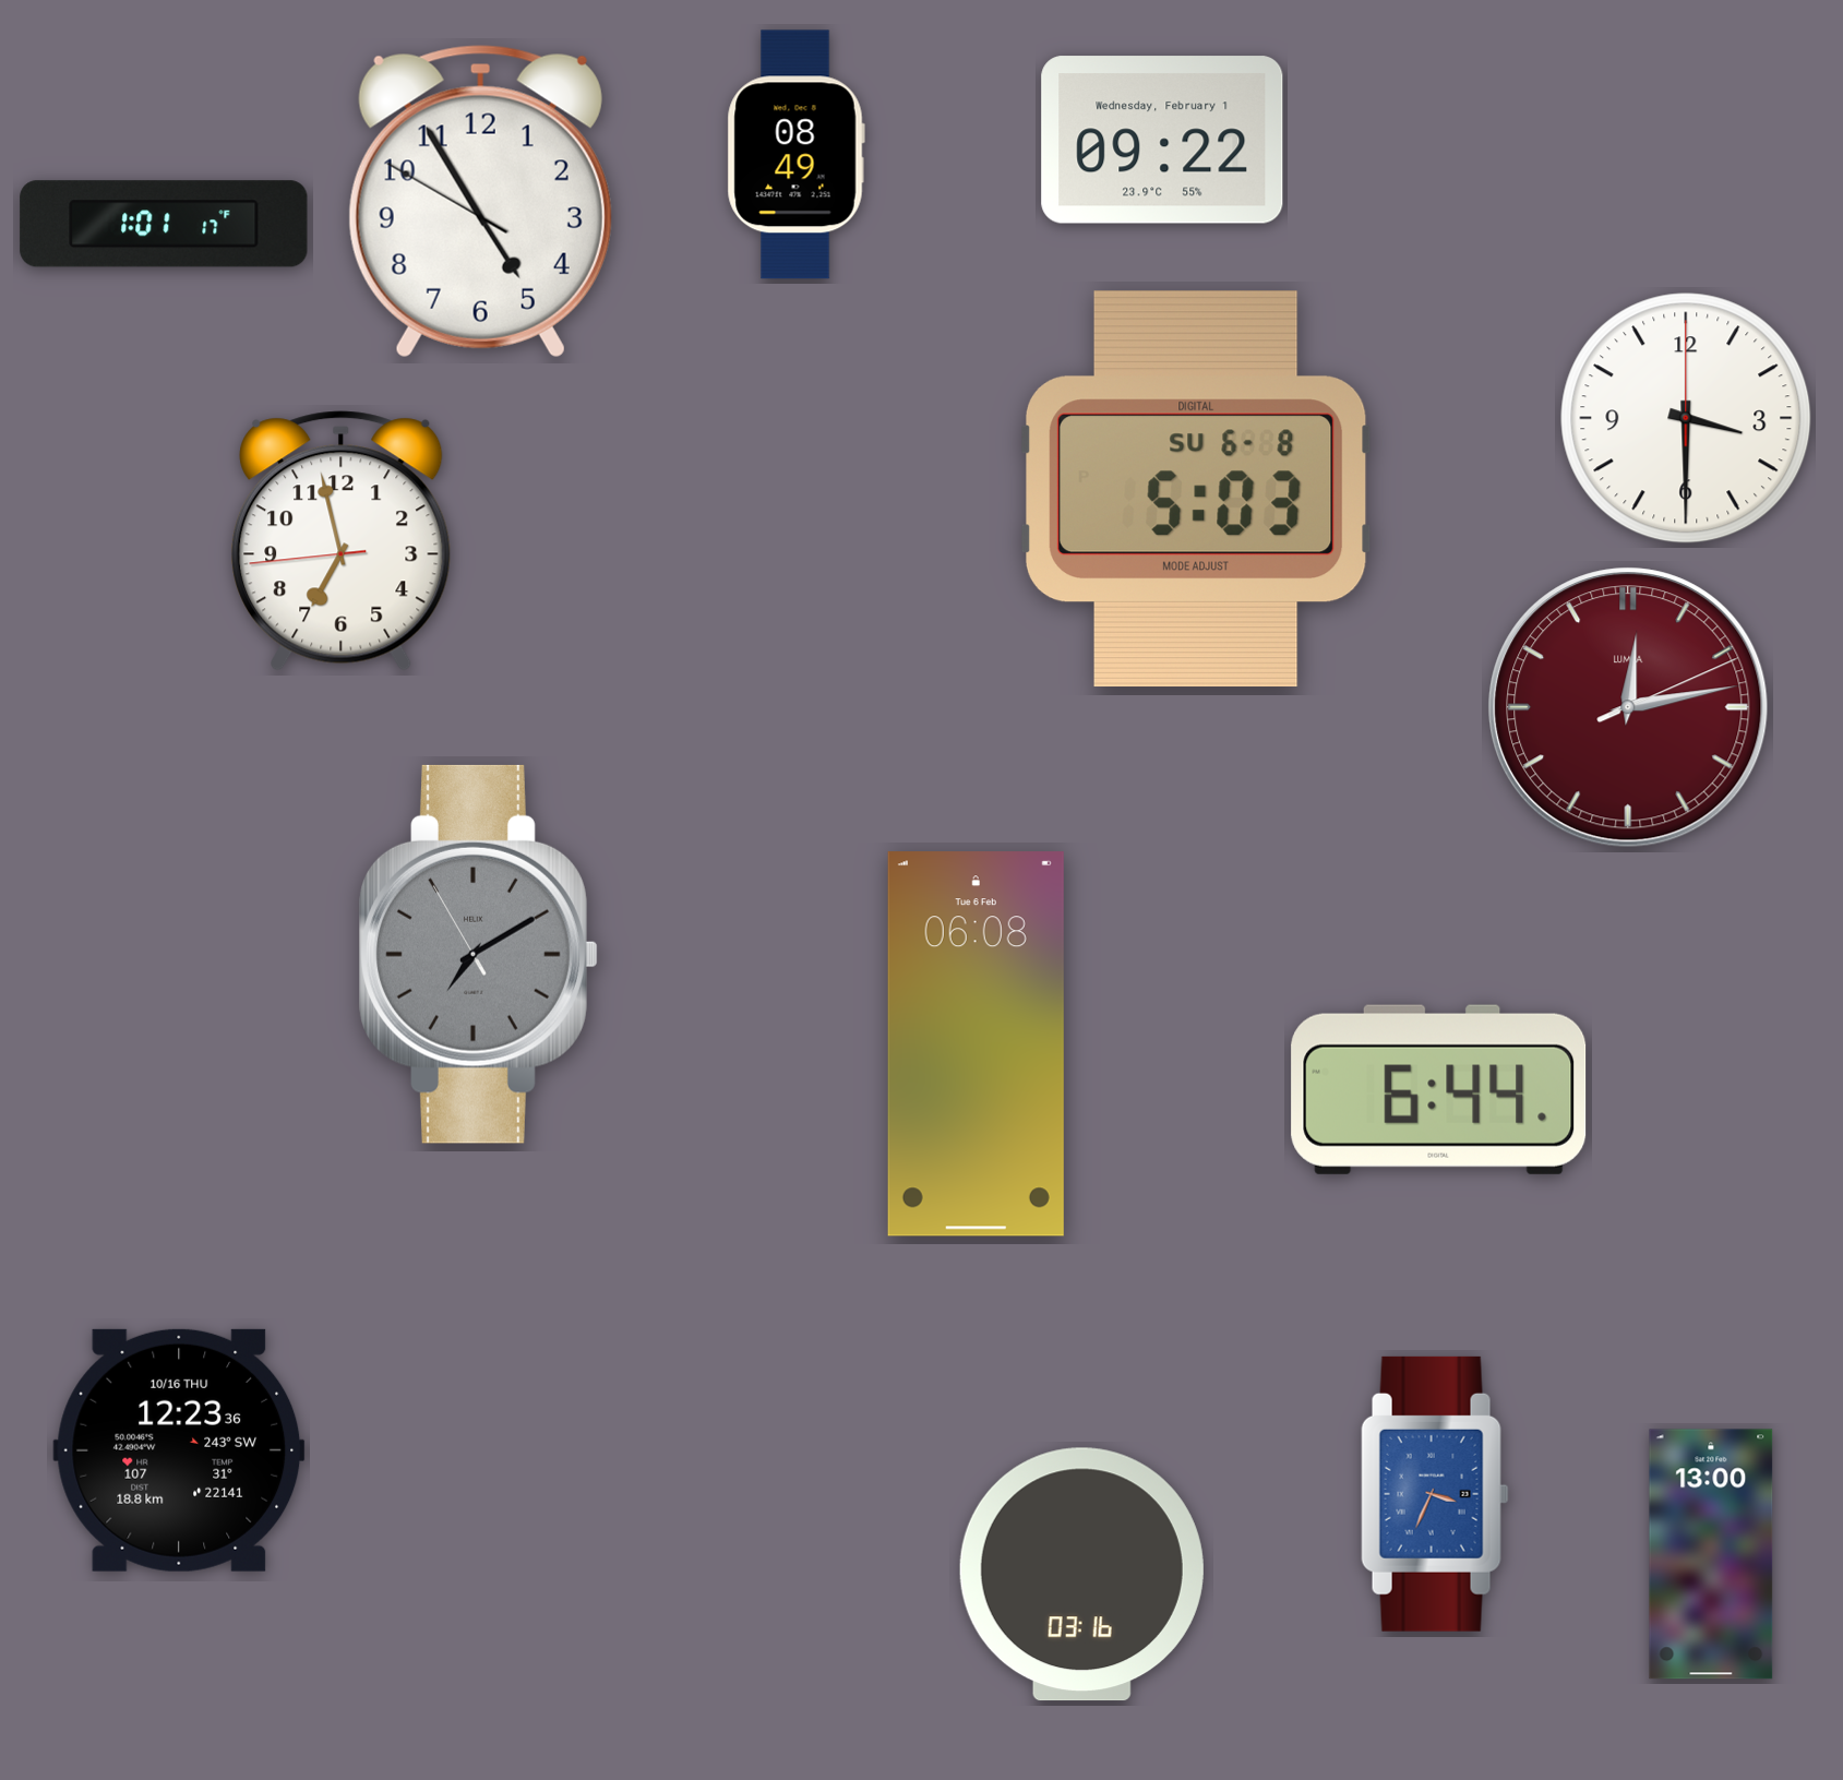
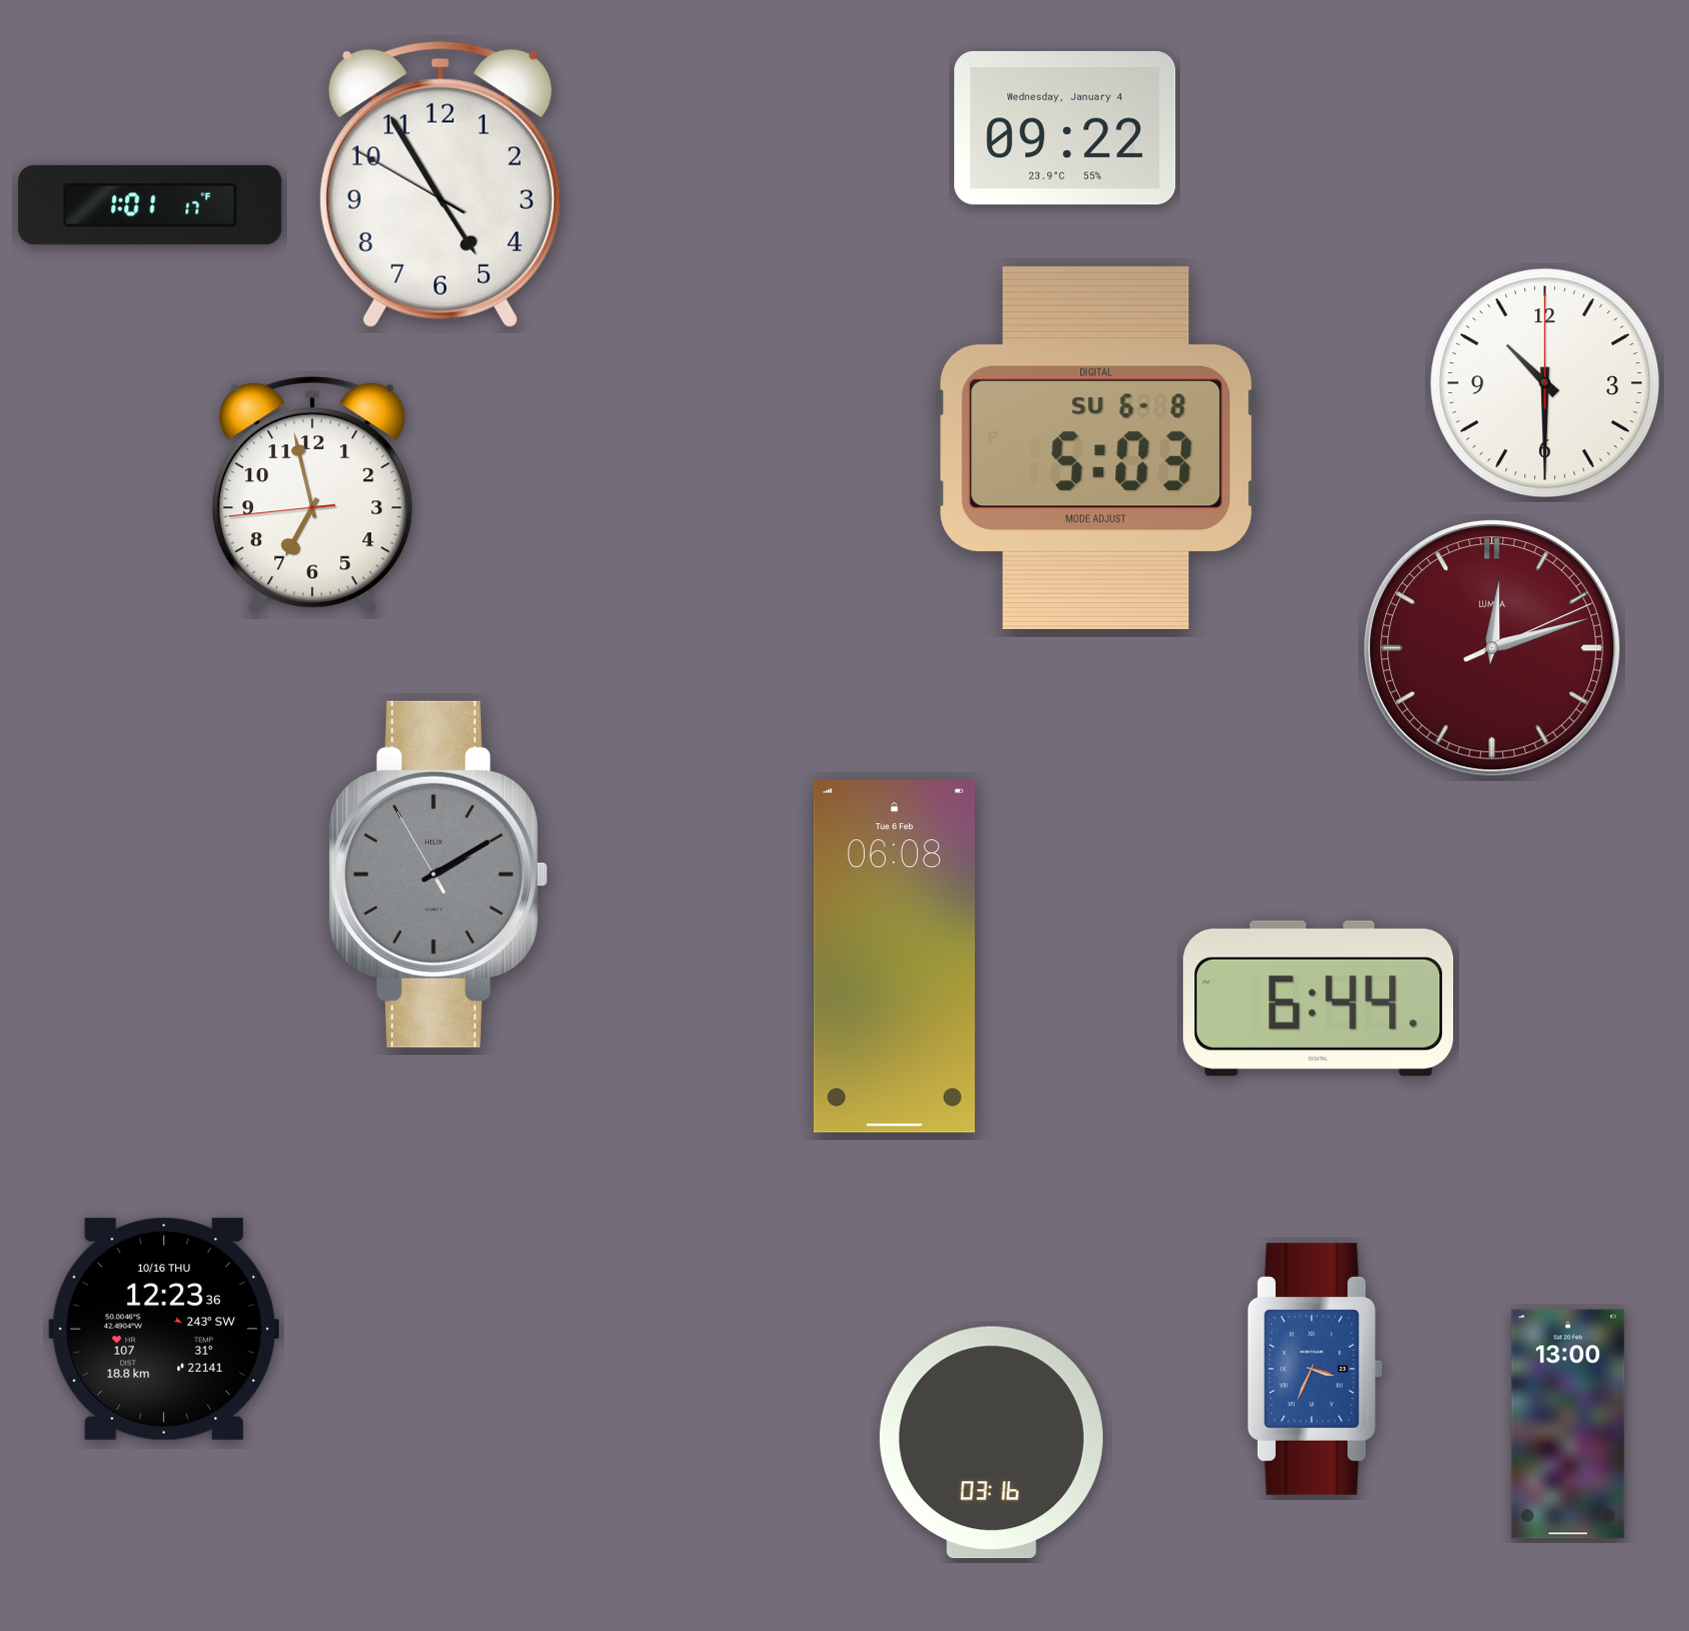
clock at (1162, 140) date: Wednesday, February 1 -> Wednesday, January 4
clock at (795, 155): 08:49 -> none
clock at (1686, 418): 3:30 -> 10:30
clock at (1628, 707): 12:13 -> 12:12
clock at (479, 954): 7:09 -> 2:09
